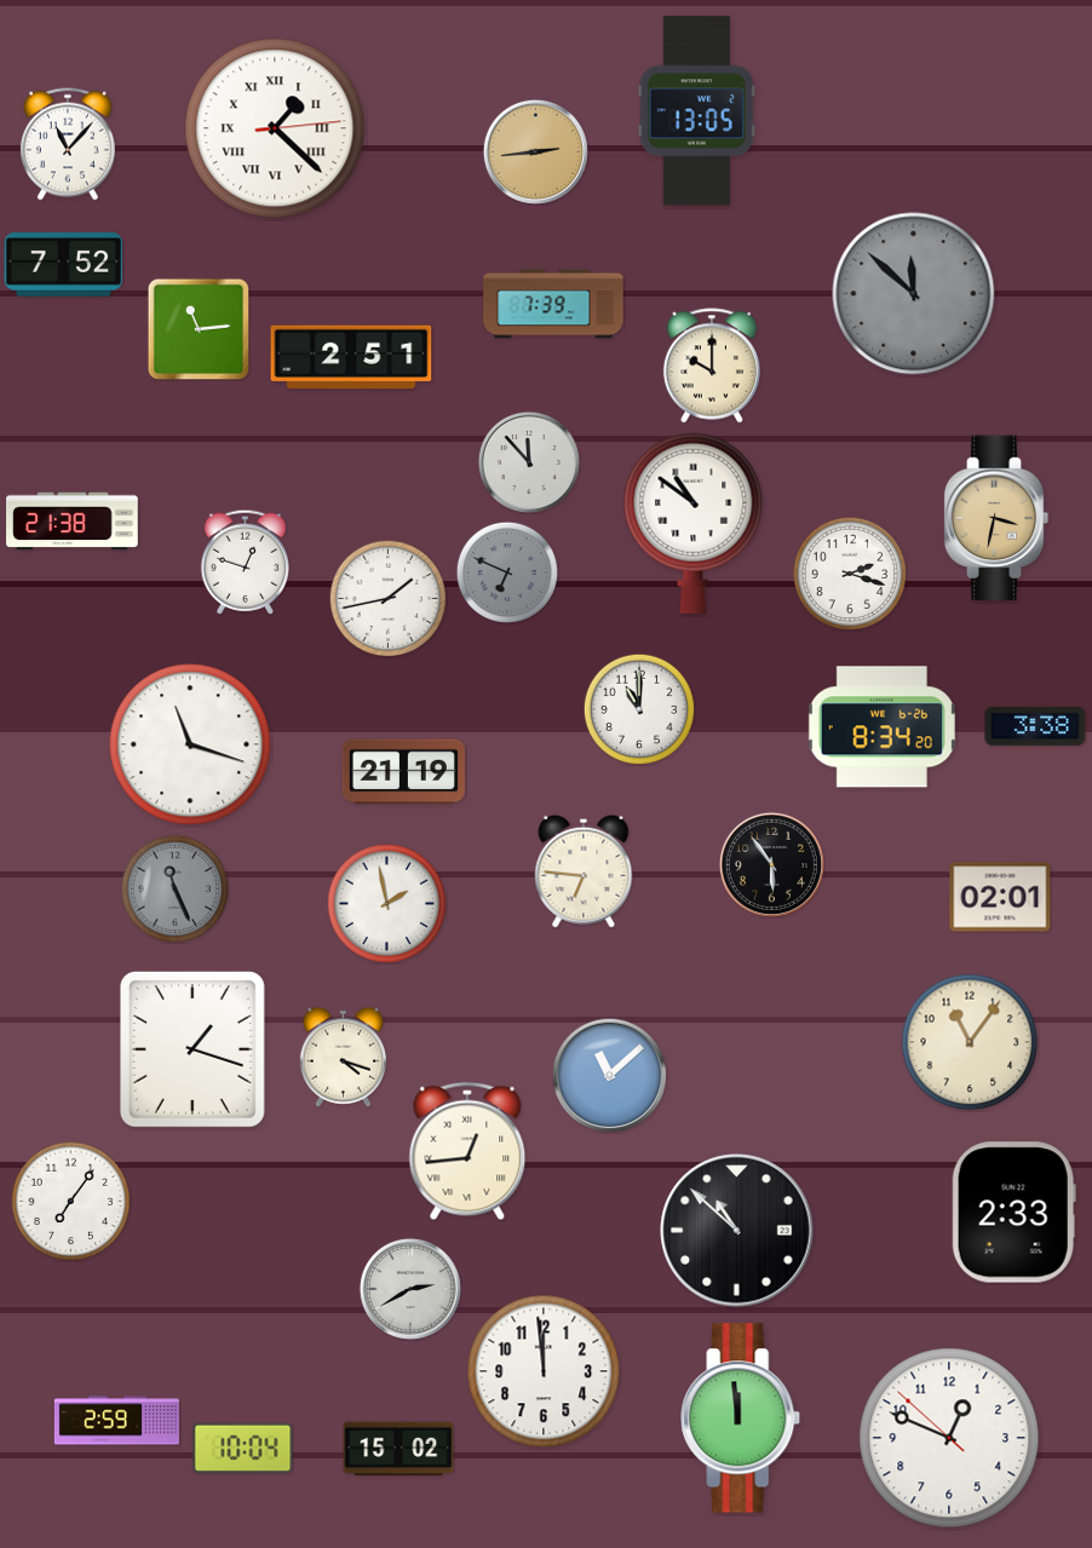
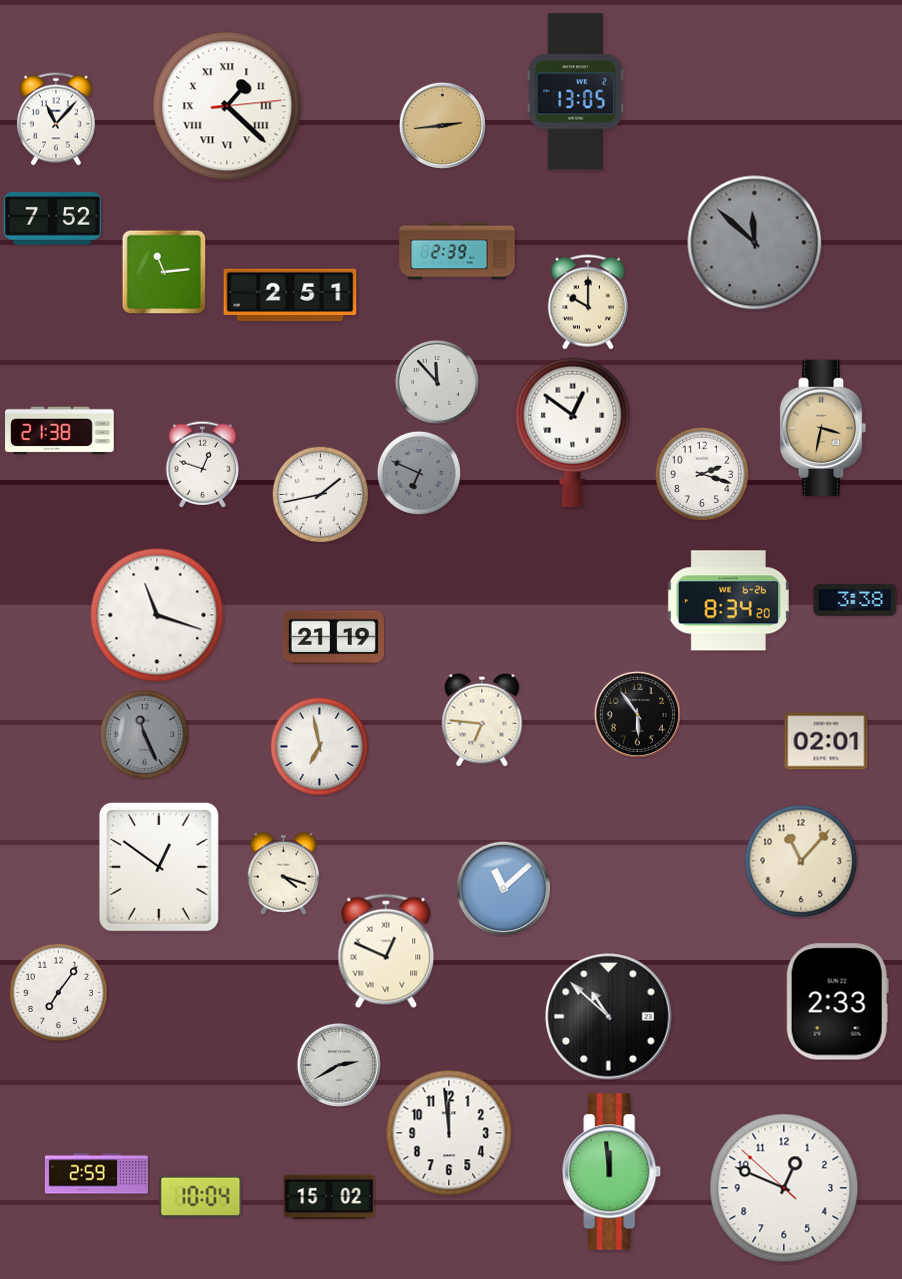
clock at (553, 304): 7:39 -> 2:39
clock at (694, 523): 10:51 -> 12:51
clock at (639, 709): 11:00 -> none
clock at (387, 904): 1:58 -> 6:58
clock at (970, 1042): 11:06 -> 11:07
clock at (192, 1049): 1:18 -> 12:51
clock at (467, 1151): 12:44 -> 12:49
